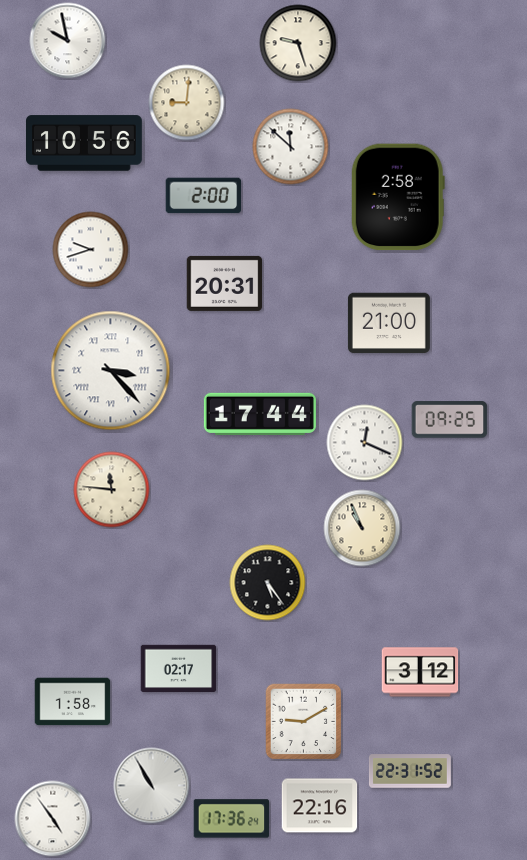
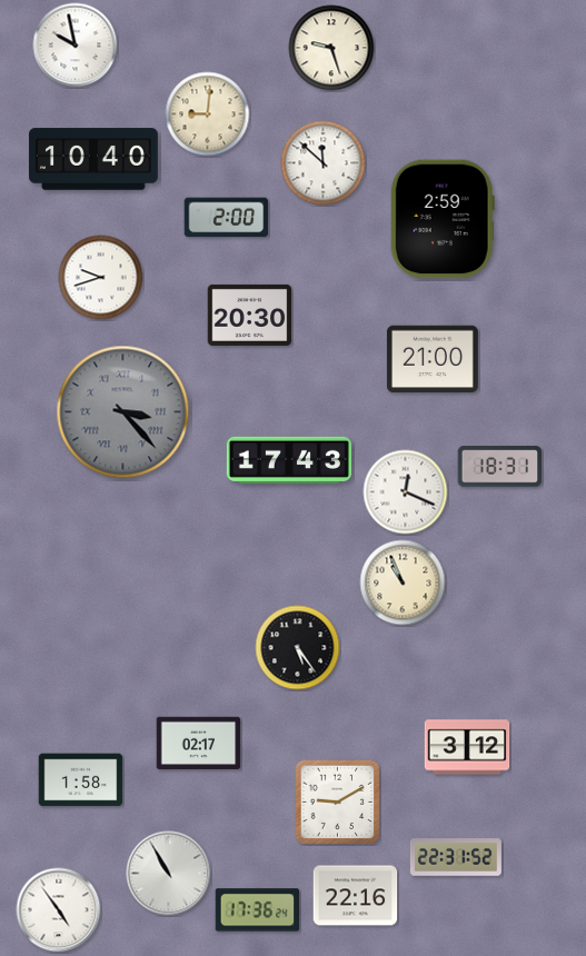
clock at (85, 143): 10:56 -> 10:40
clock at (398, 197): 2:58 -> 2:59
clock at (225, 283): 20:31 -> 20:30
clock at (111, 371) dial: white -> grey
clock at (260, 414): 17:44 -> 17:43
clock at (450, 420): 09:25 -> 18:31
clock at (112, 490): 11:46 -> none
clock at (362, 528) position: (362, 528) -> (403, 582)
